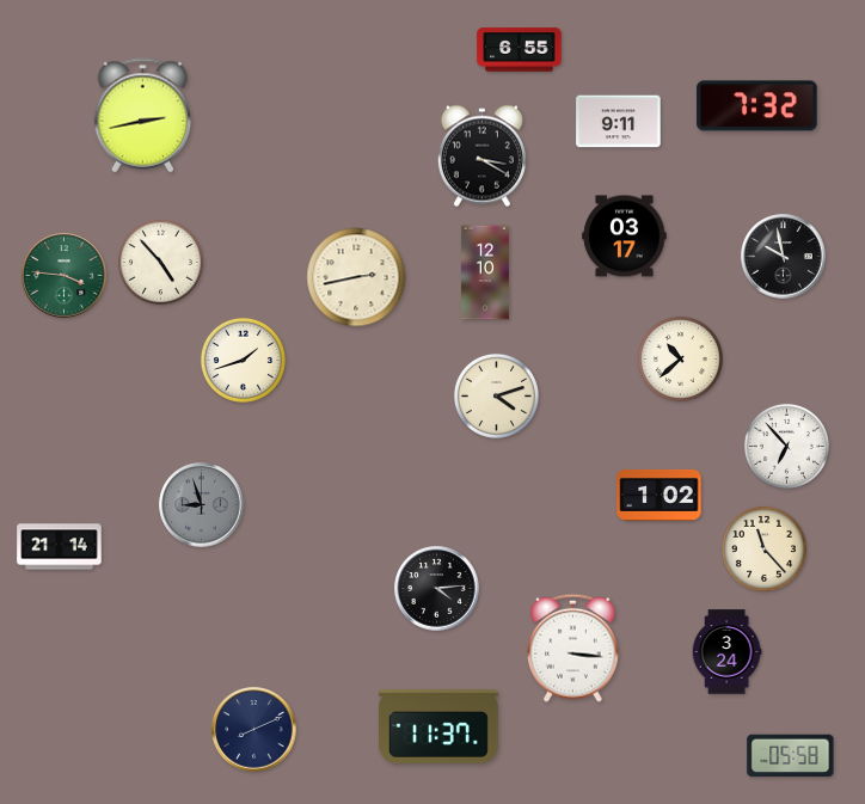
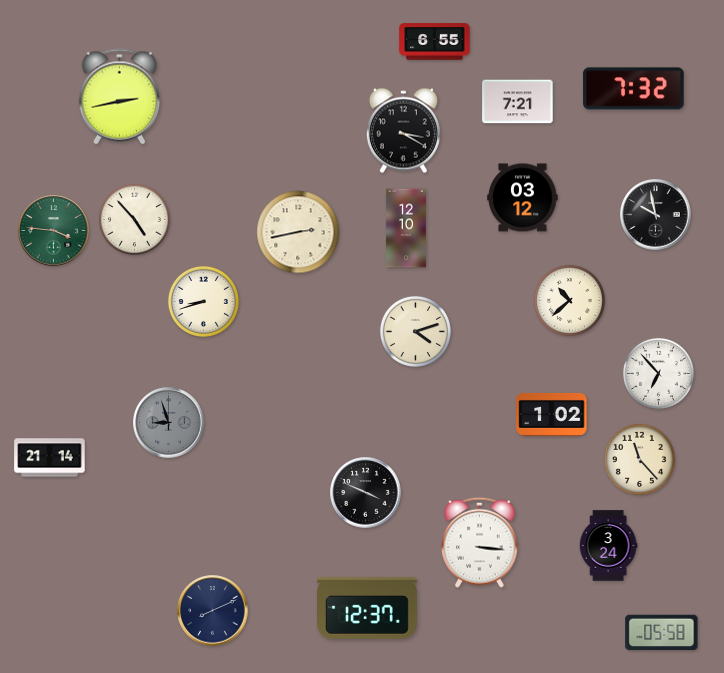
clock at (619, 122): 9:11 -> 7:21
clock at (625, 237): 03:17 -> 03:12
clock at (243, 360): 1:42 -> 8:42
clock at (437, 589): 4:14 -> 3:49
clock at (438, 728): 11:37 -> 12:37
